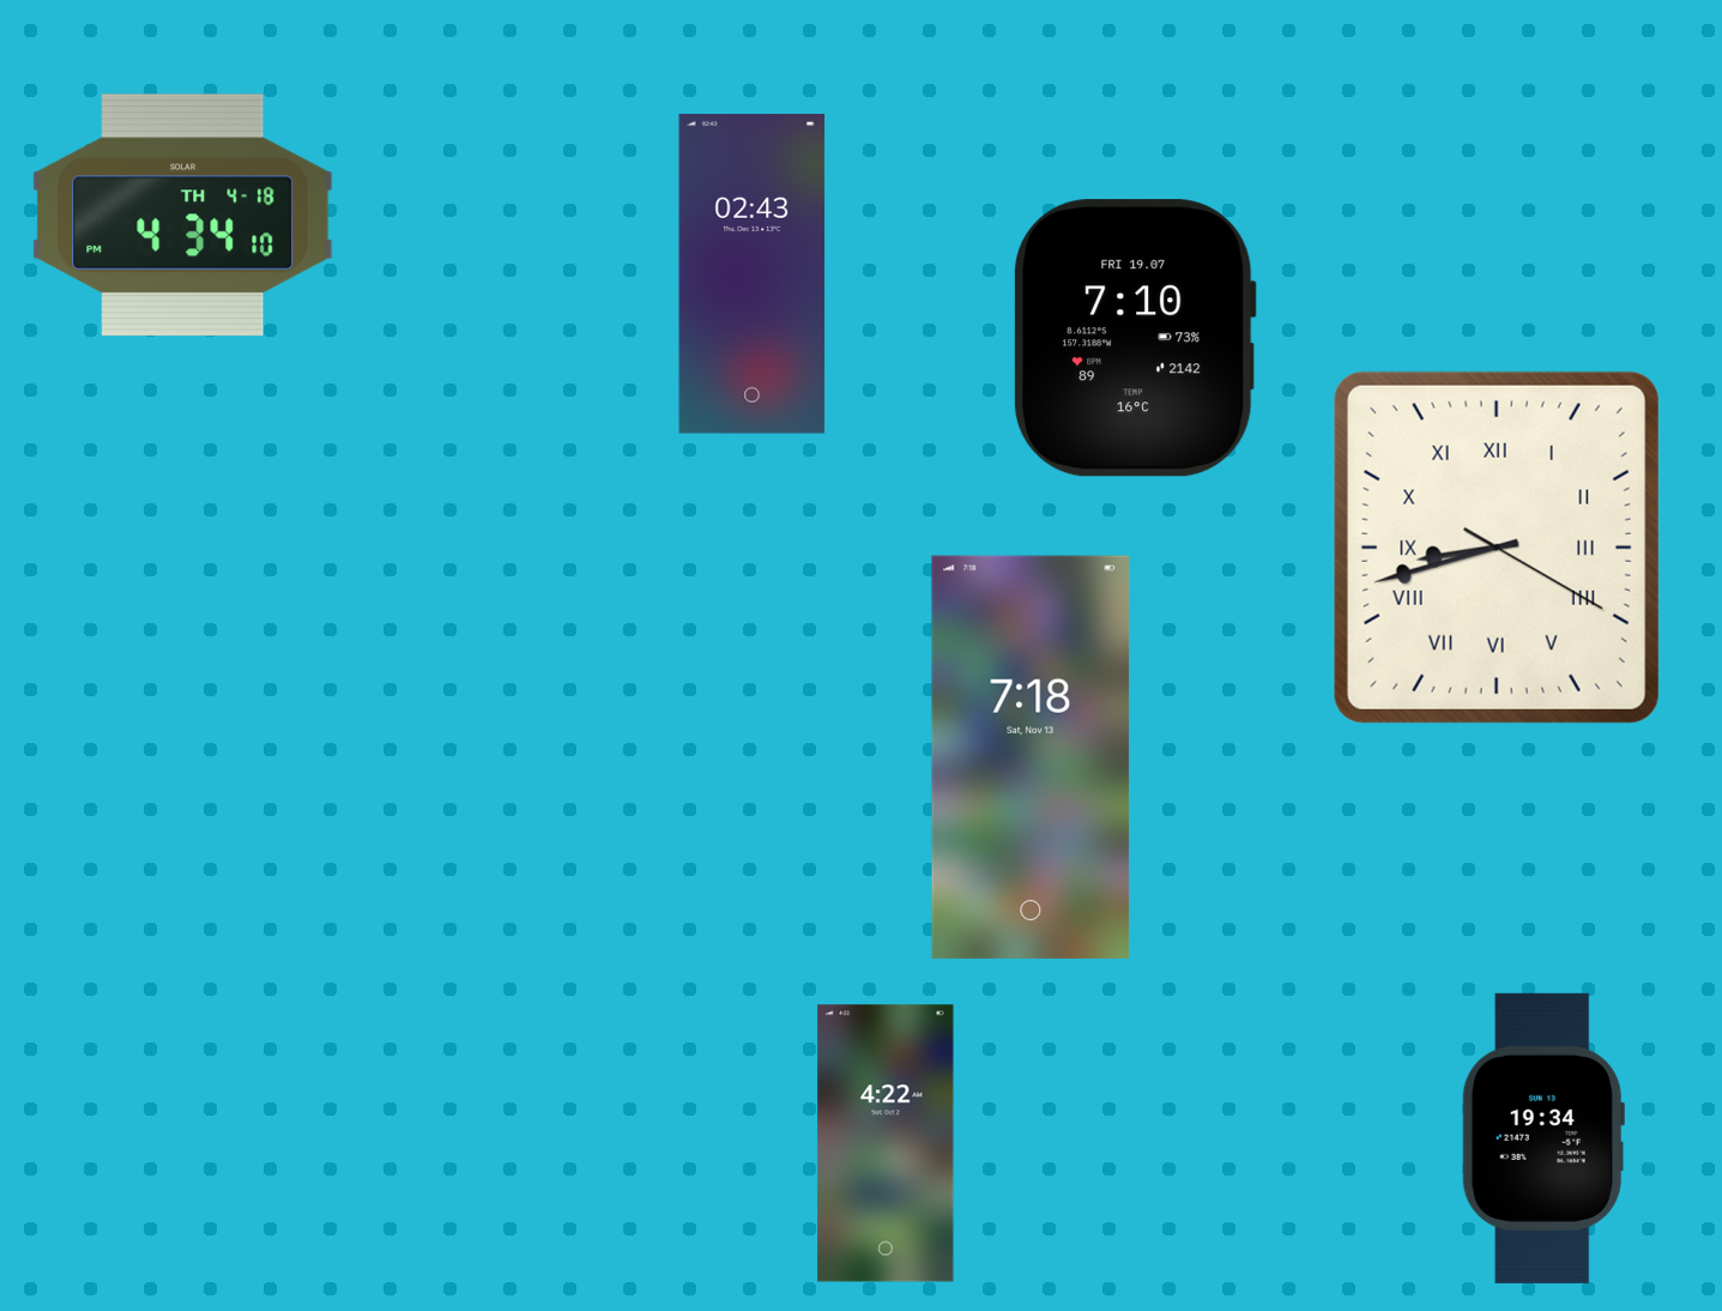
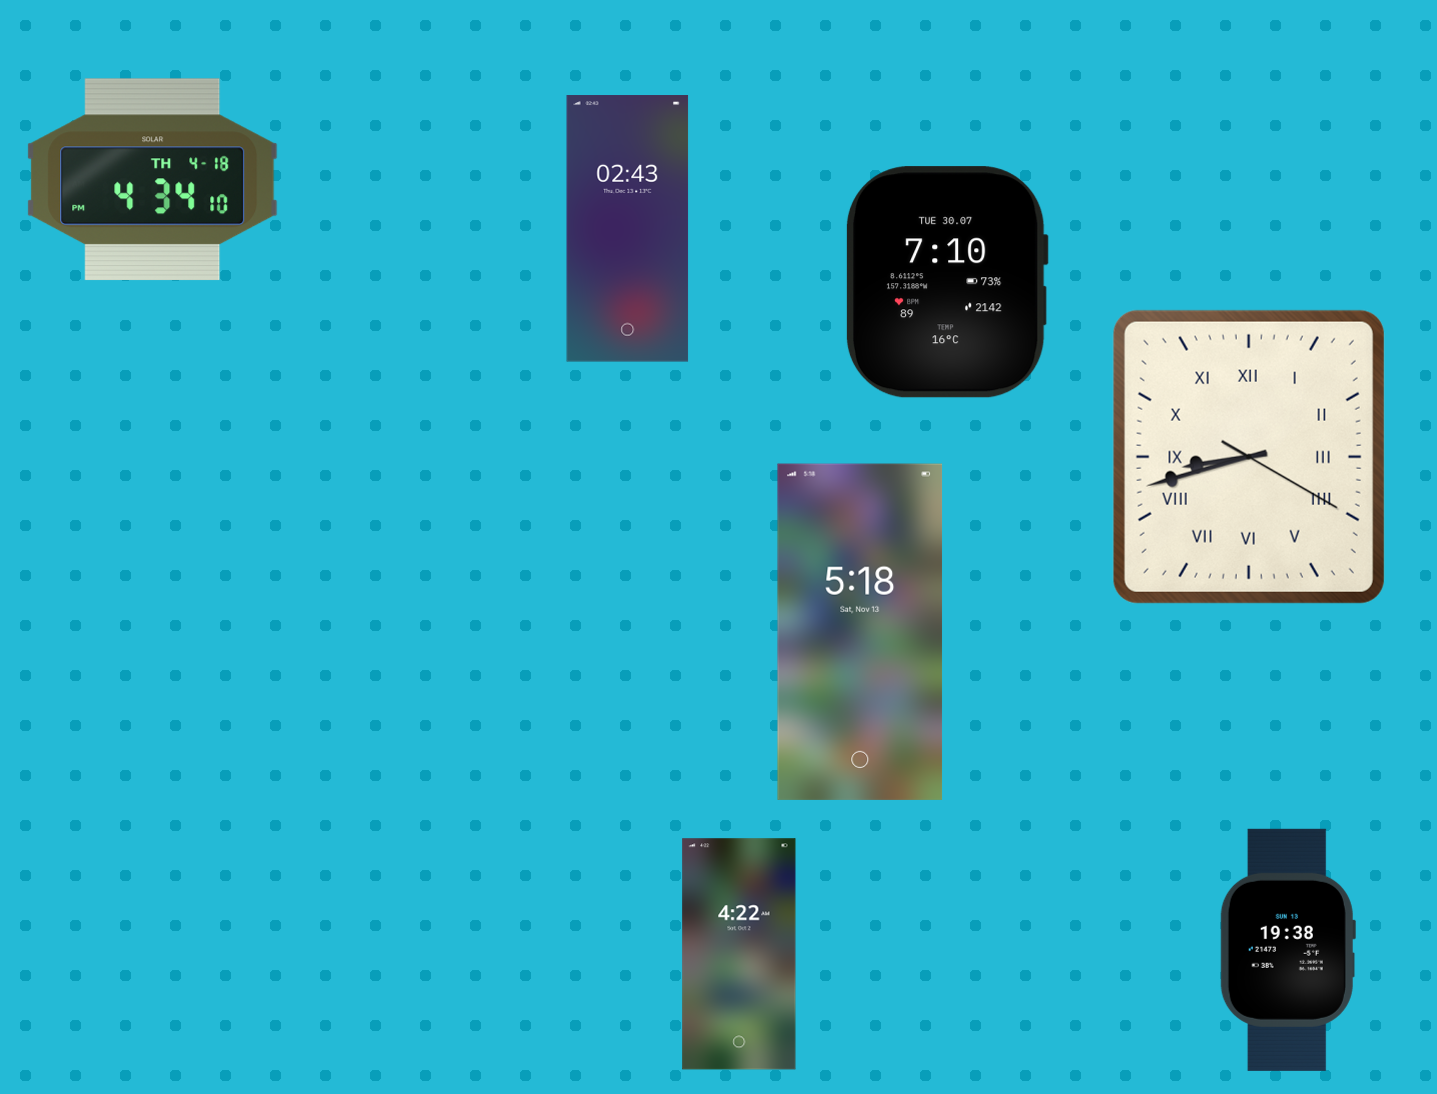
clock at (1135, 338) date: FRI 19.07 -> TUE 30.07
clock at (1031, 757): 7:18 -> 5:18
clock at (1543, 1138): 19:34 -> 19:38
